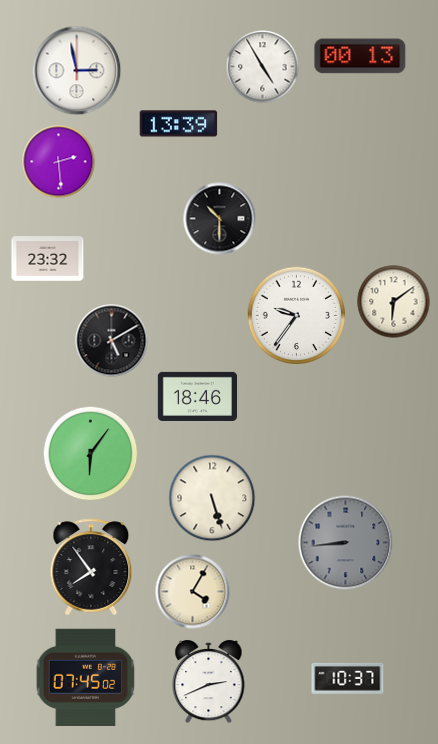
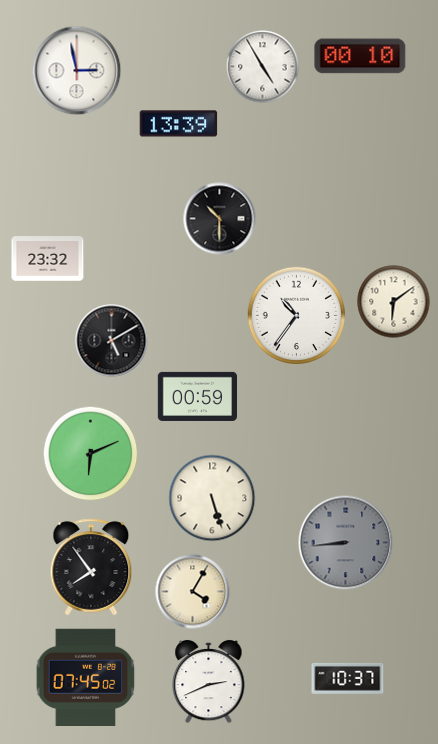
clock at (360, 56): 00:13 -> 00:10
clock at (59, 162): 2:29 -> none
clock at (296, 315): 9:36 -> 10:36
clock at (197, 396): 18:46 -> 00:59
clock at (91, 454): 6:06 -> 6:11
